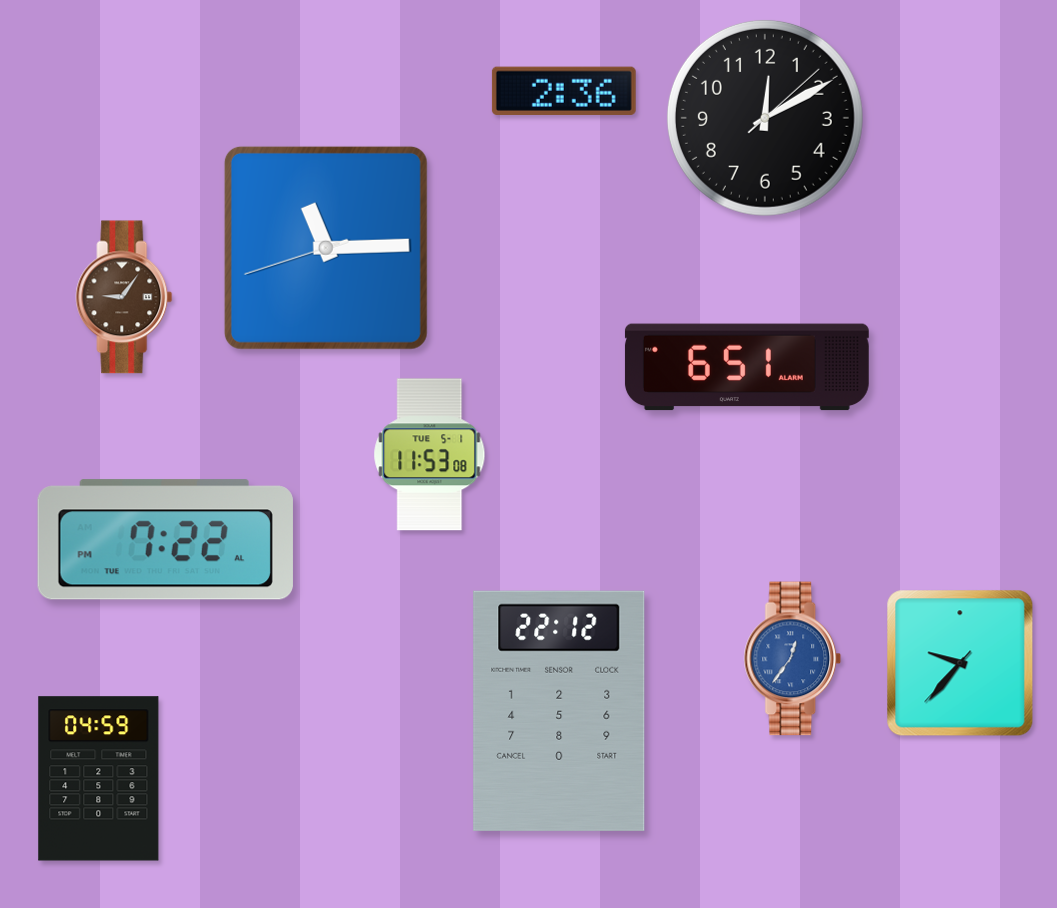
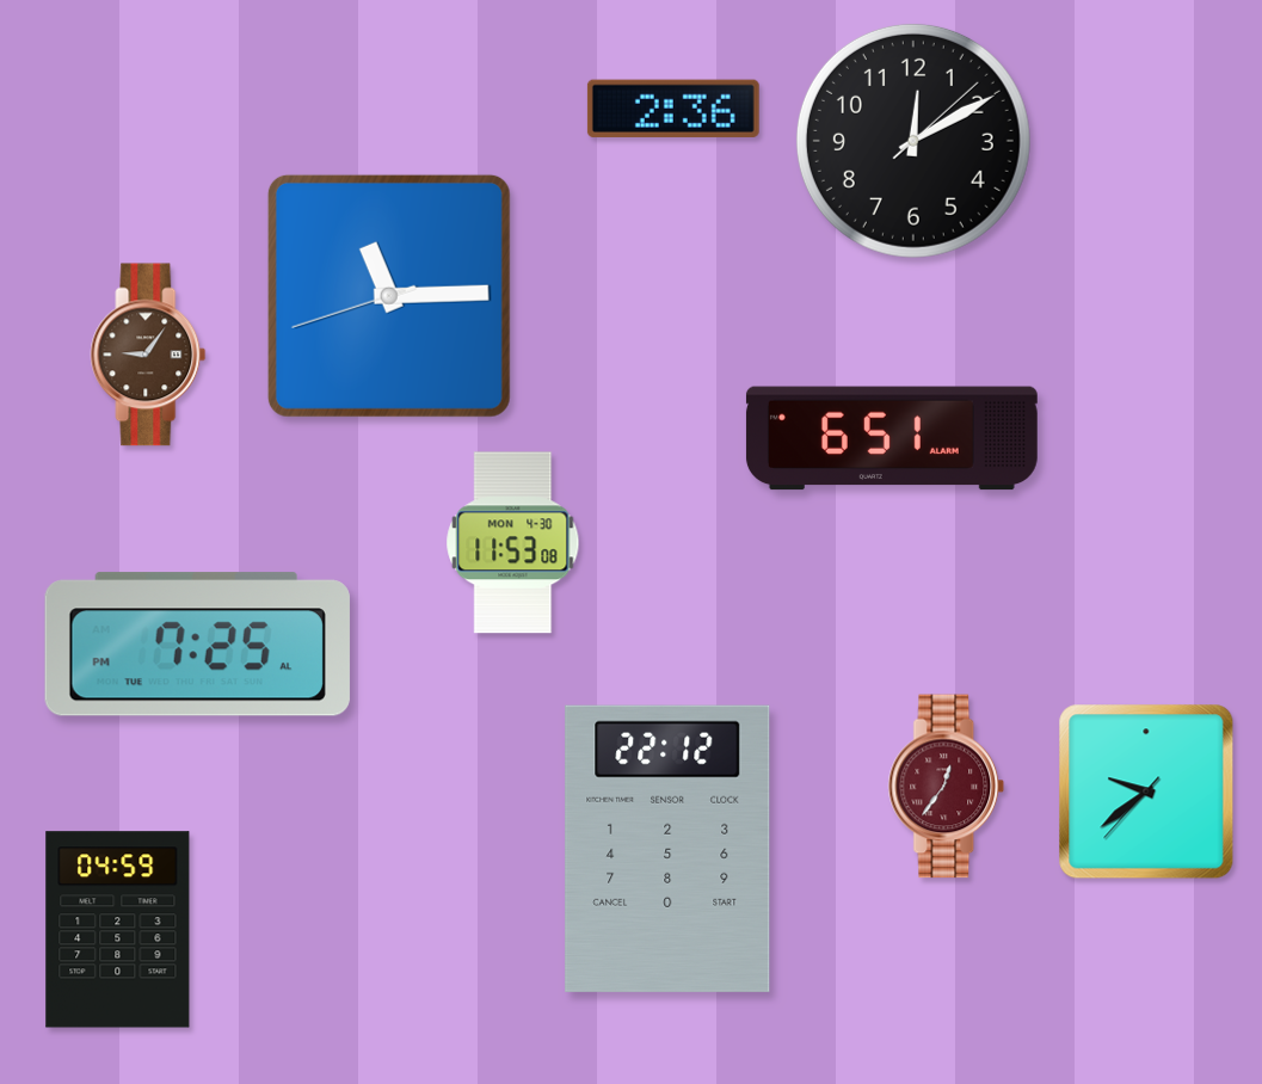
clock at (430, 455) date: TUE 5-1 -> MON 4-30
clock at (165, 540): 7:22 -> 7:25
clock at (793, 659) dial: blue -> burgundy
clock at (960, 663): 9:36 -> 9:38
